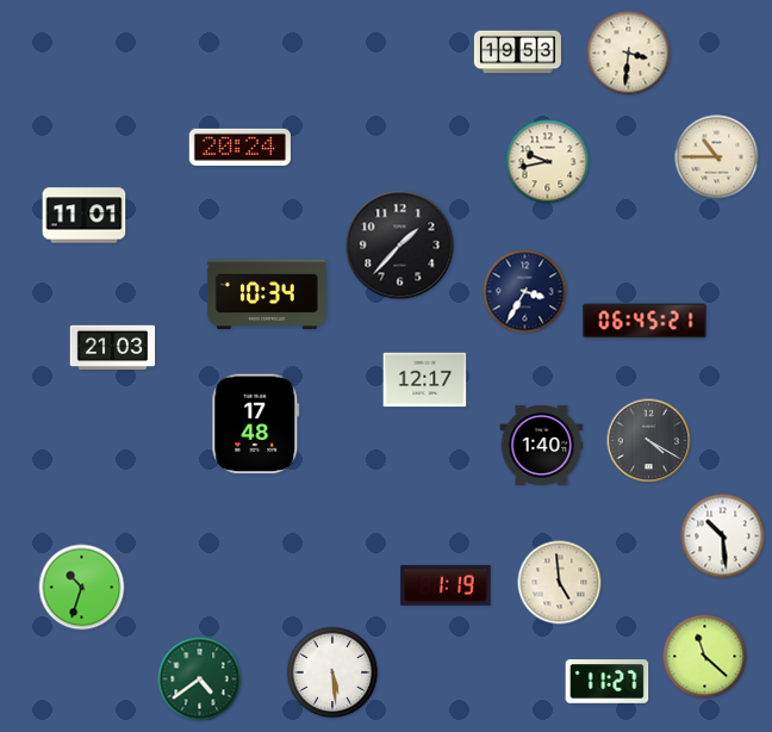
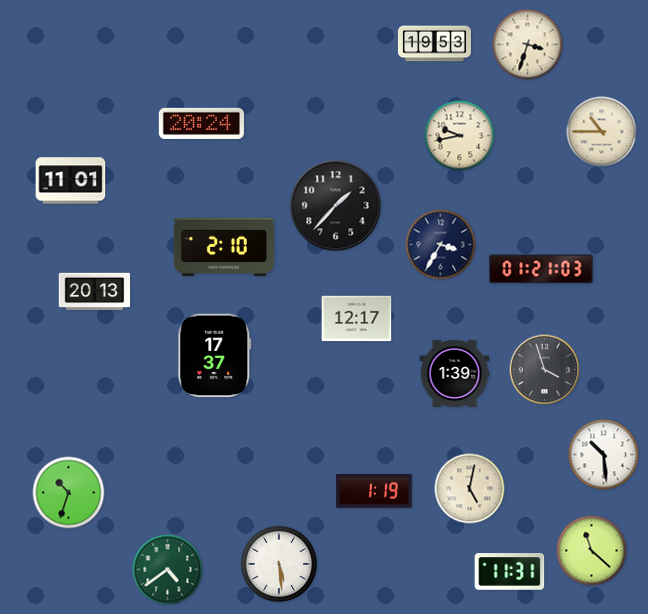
clock at (629, 54): 3:31 -> 3:33
clock at (267, 294): 10:34 -> 2:10
clock at (645, 321): 06:45 -> 01:21
clock at (113, 348): 21:03 -> 20:13
clock at (256, 424): 17:48 -> 17:37
clock at (649, 441): 4:20 -> 3:57
clock at (542, 445): 1:40 -> 1:39
clock at (723, 536) position: (723, 536) -> (604, 455)
clock at (560, 583): 4:59 -> 5:02
clock at (608, 682): 11:27 -> 11:31
